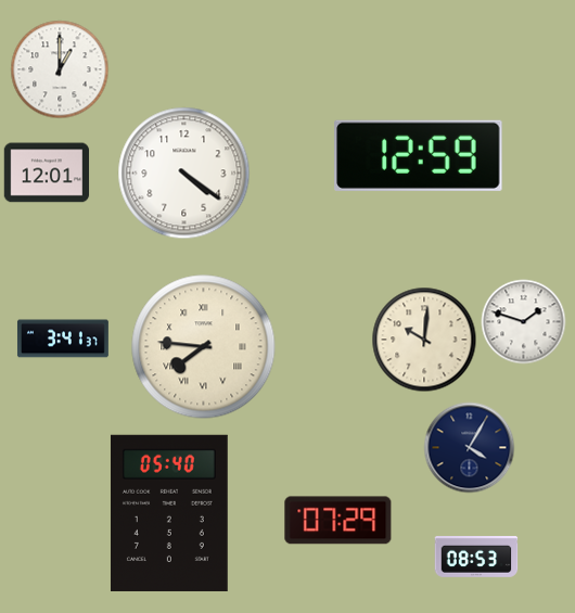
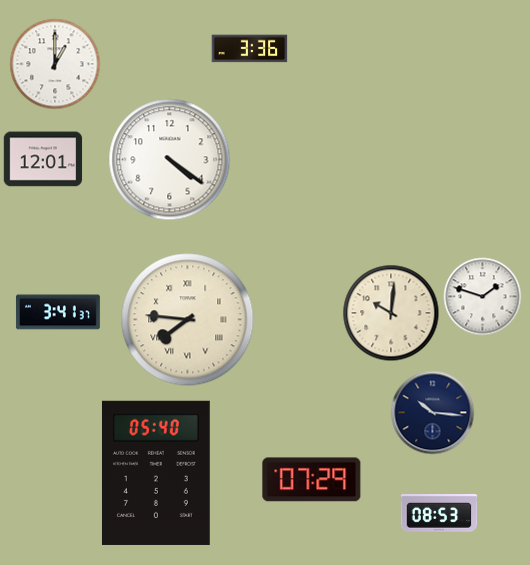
clock at (250, 49): none -> 3:36
clock at (419, 155): 12:59 -> none
clock at (470, 448): 4:05 -> 10:16
